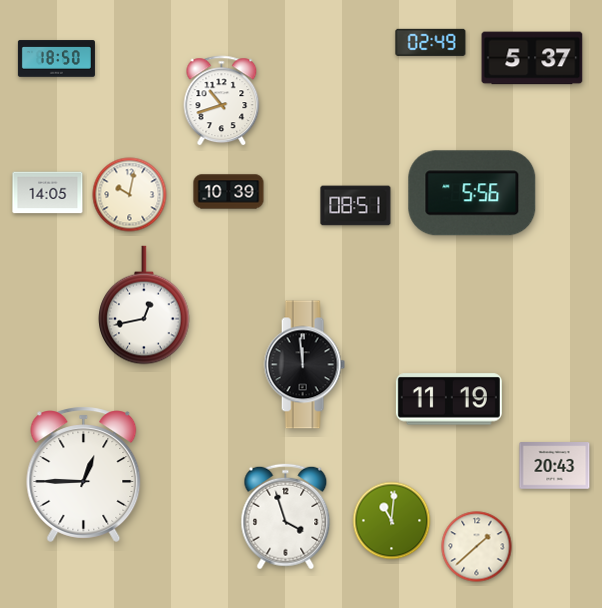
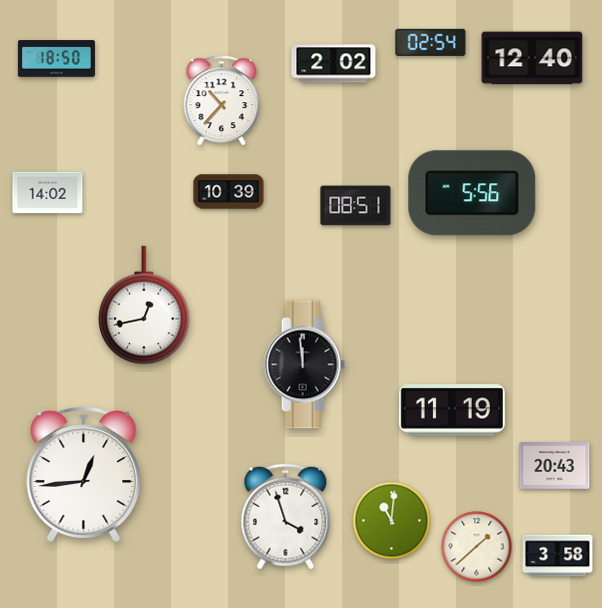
clock at (431, 42): 02:49 -> 02:54
clock at (532, 58): 5:37 -> 12:40
clock at (334, 64): none -> 2:02
clock at (222, 101): 10:42 -> 10:37
clock at (48, 193): 14:05 -> 14:02
clock at (130, 195): 10:02 -> none
clock at (449, 399) position: (449, 399) -> (452, 410)
clock at (84, 474): 12:45 -> 12:44
clock at (558, 556): none -> 3:58
